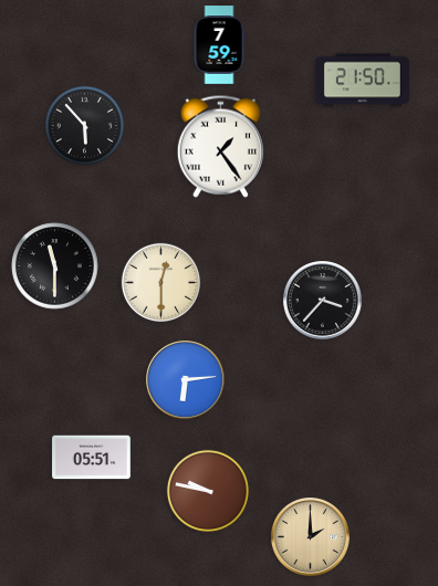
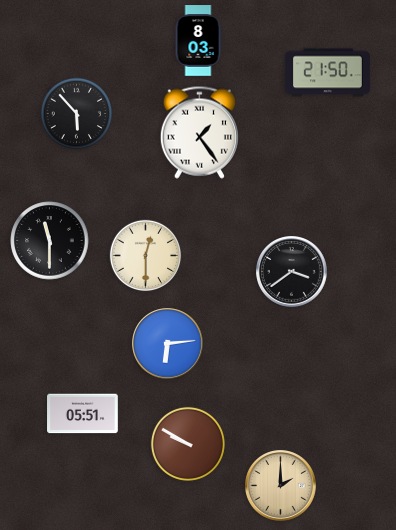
clock at (219, 45): 7:59 -> 8:03
clock at (323, 301): 3:37 -> 3:39
clock at (208, 491): 9:47 -> 9:50
